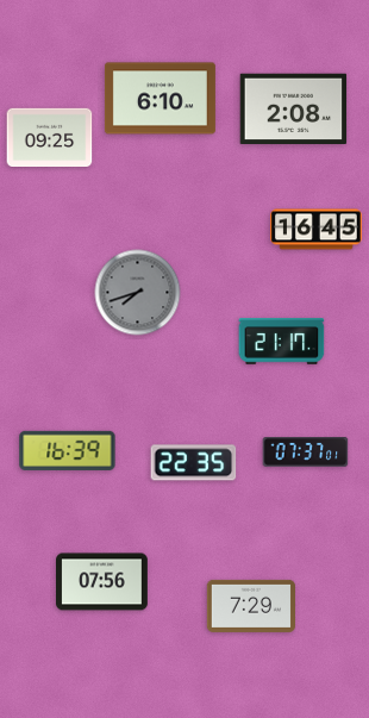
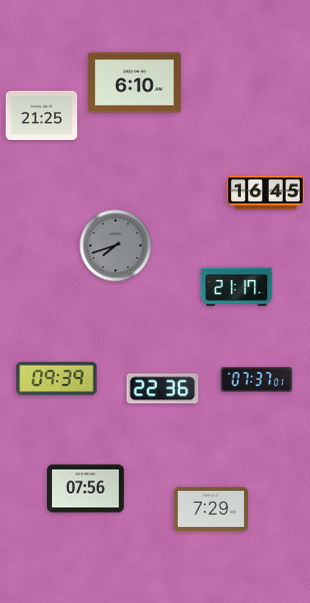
clock at (294, 110): 2:08 -> none
clock at (50, 137): 09:25 -> 21:25
clock at (68, 450): 16:39 -> 09:39
clock at (194, 463): 22:35 -> 22:36
